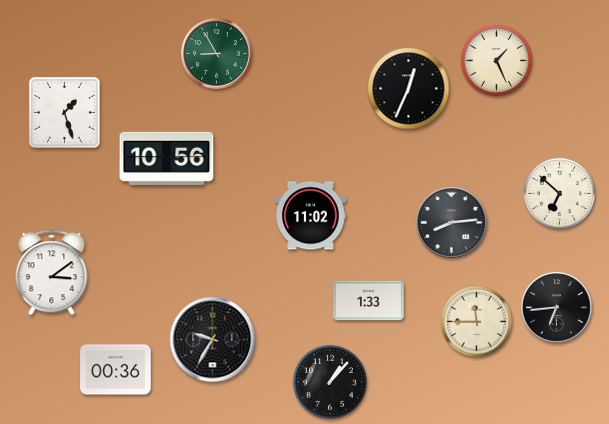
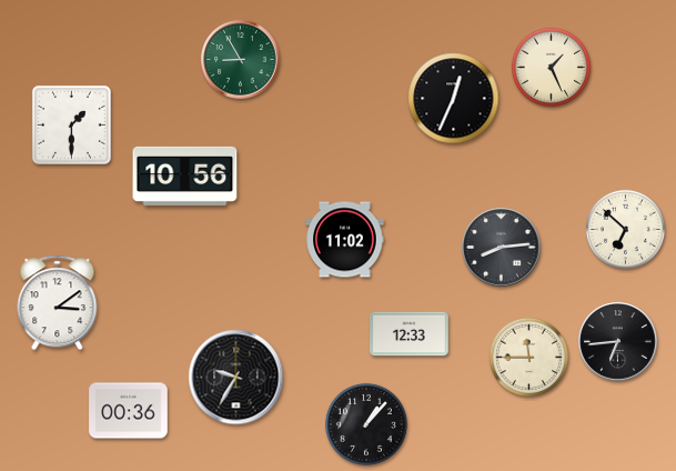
clock at (65, 113): 1:27 -> 1:30
clock at (559, 193) position: (559, 193) -> (625, 229)
clock at (369, 301): 1:33 -> 12:33
